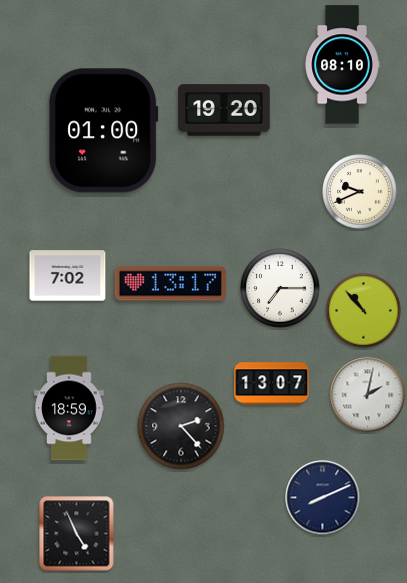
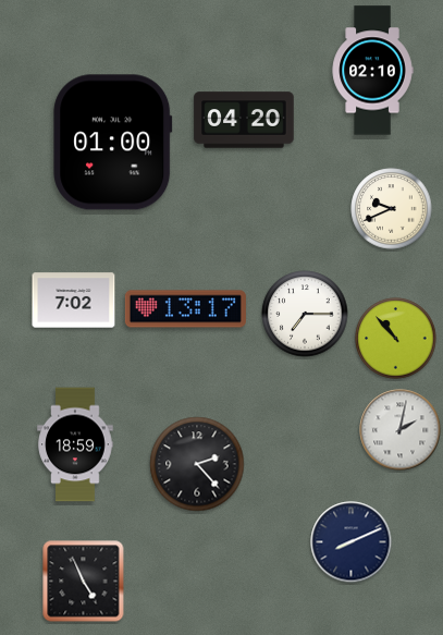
clock at (342, 65): 08:10 -> 02:10
clock at (224, 110): 19:20 -> 04:20
clock at (272, 384): 13:07 -> none
